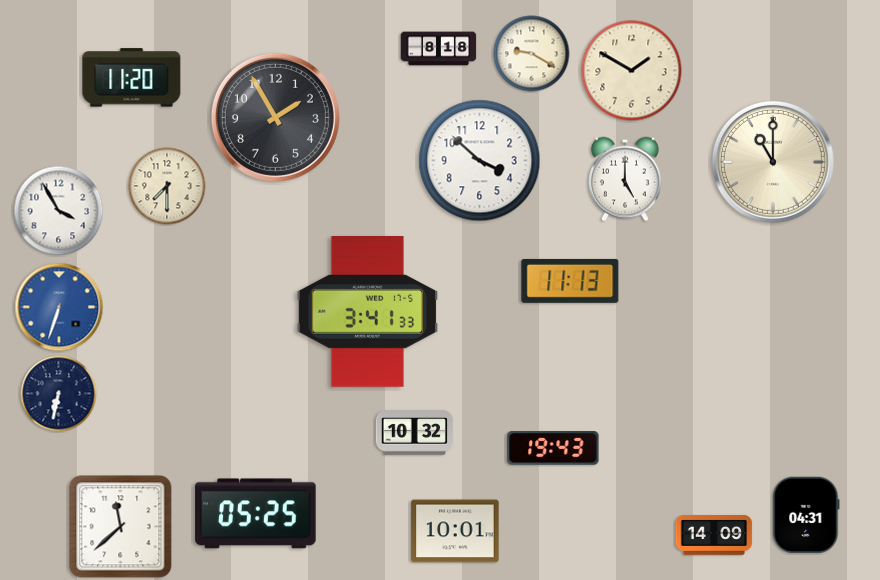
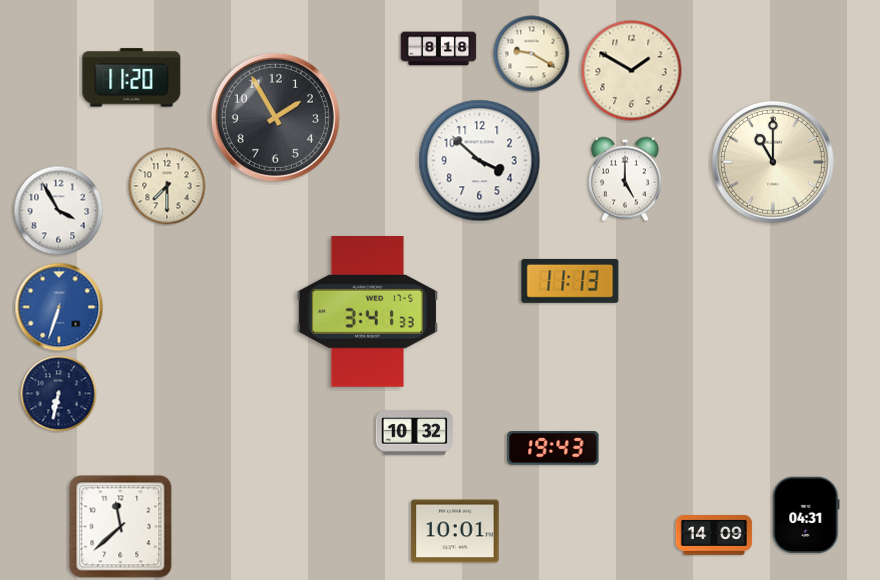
clock at (256, 514): 05:25 -> none
